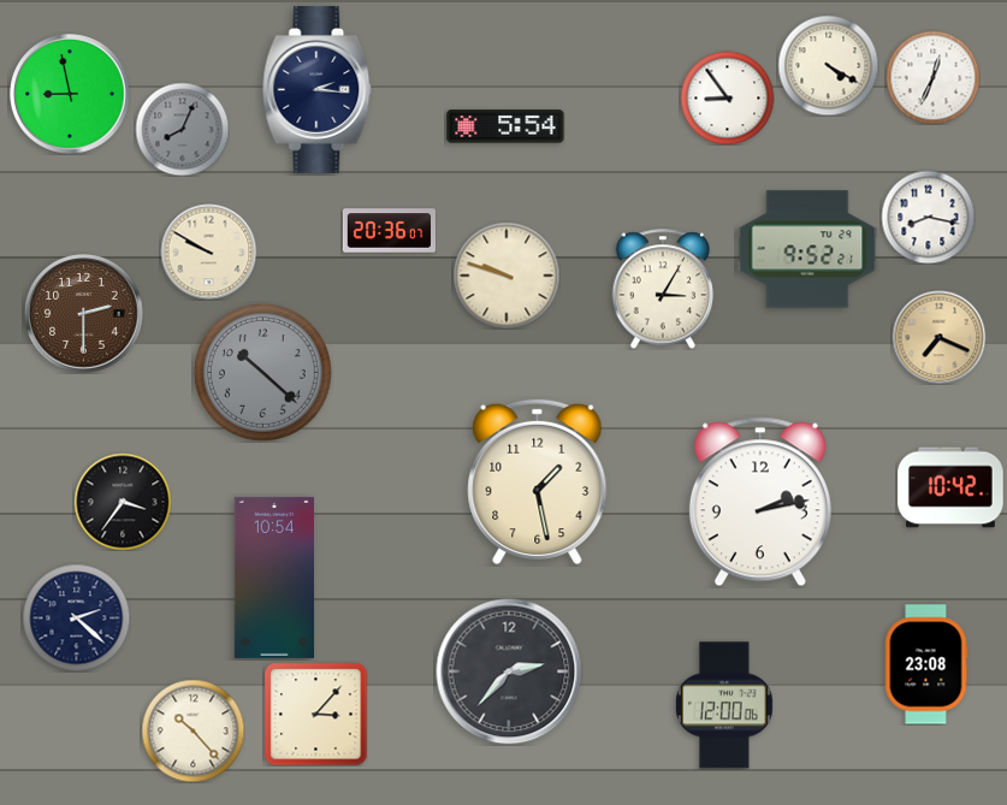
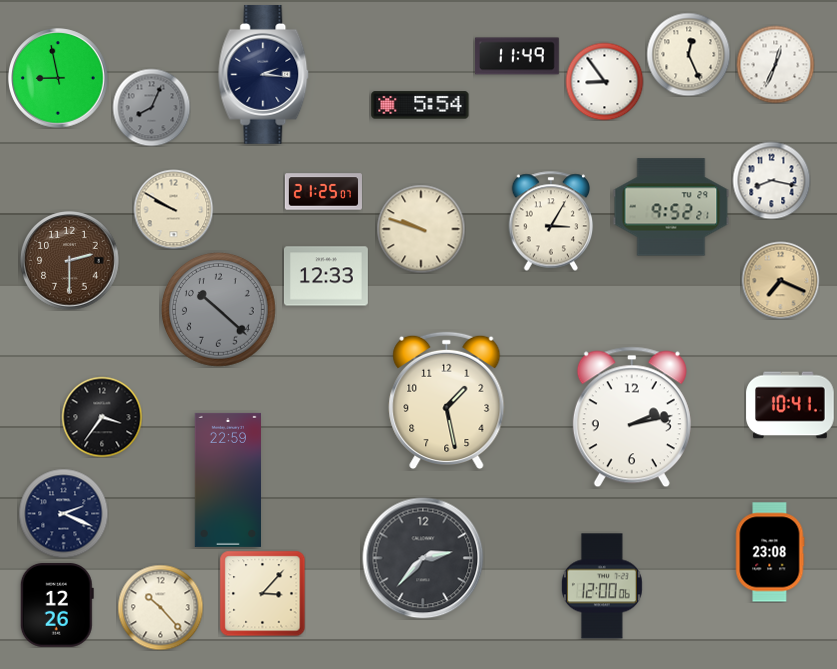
clock at (828, 65): 4:20 -> 12:26
clock at (517, 56): none -> 11:49
clock at (389, 231): 20:36 -> 21:25
clock at (663, 289) position: (663, 289) -> (551, 221)
clock at (327, 276): none -> 12:33
clock at (950, 487): 10:42 -> 10:41
clock at (273, 578): 10:54 -> 22:59
clock at (76, 617): 2:22 -> 2:19
clock at (57, 605): none -> 12:26
